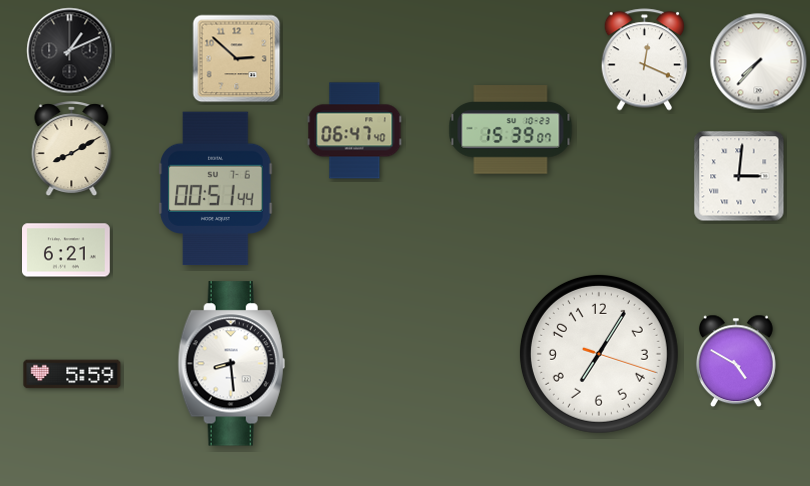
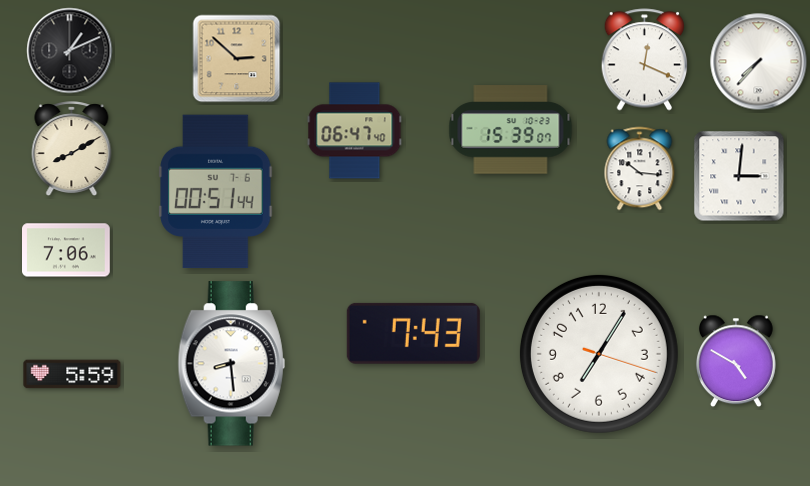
clock at (640, 169): none -> 10:16
clock at (216, 189) position: (216, 189) -> (216, 192)
clock at (67, 250): 6:21 -> 7:06
clock at (413, 333): none -> 7:43
